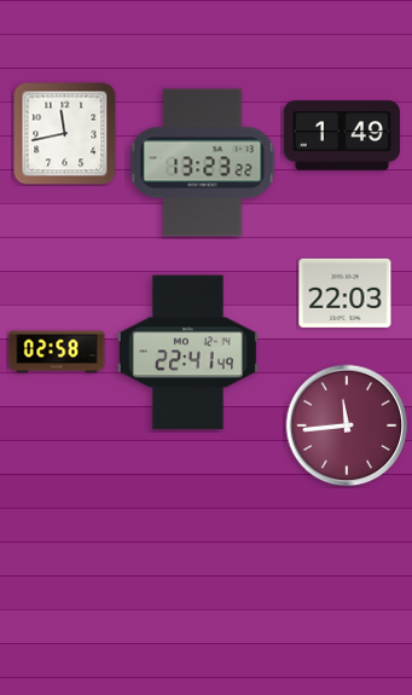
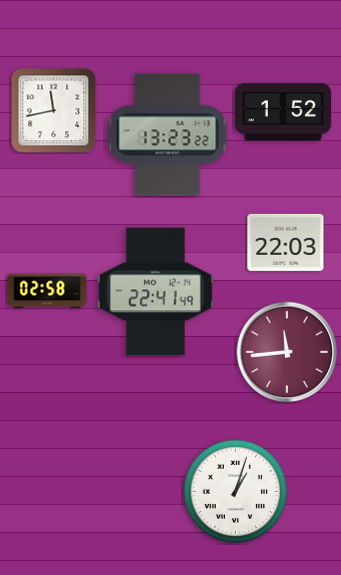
clock at (342, 135): 1:49 -> 1:52
clock at (235, 491): none -> 1:03
